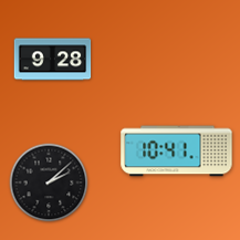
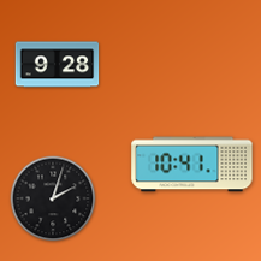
clock at (49, 182): 2:08 -> 2:03
